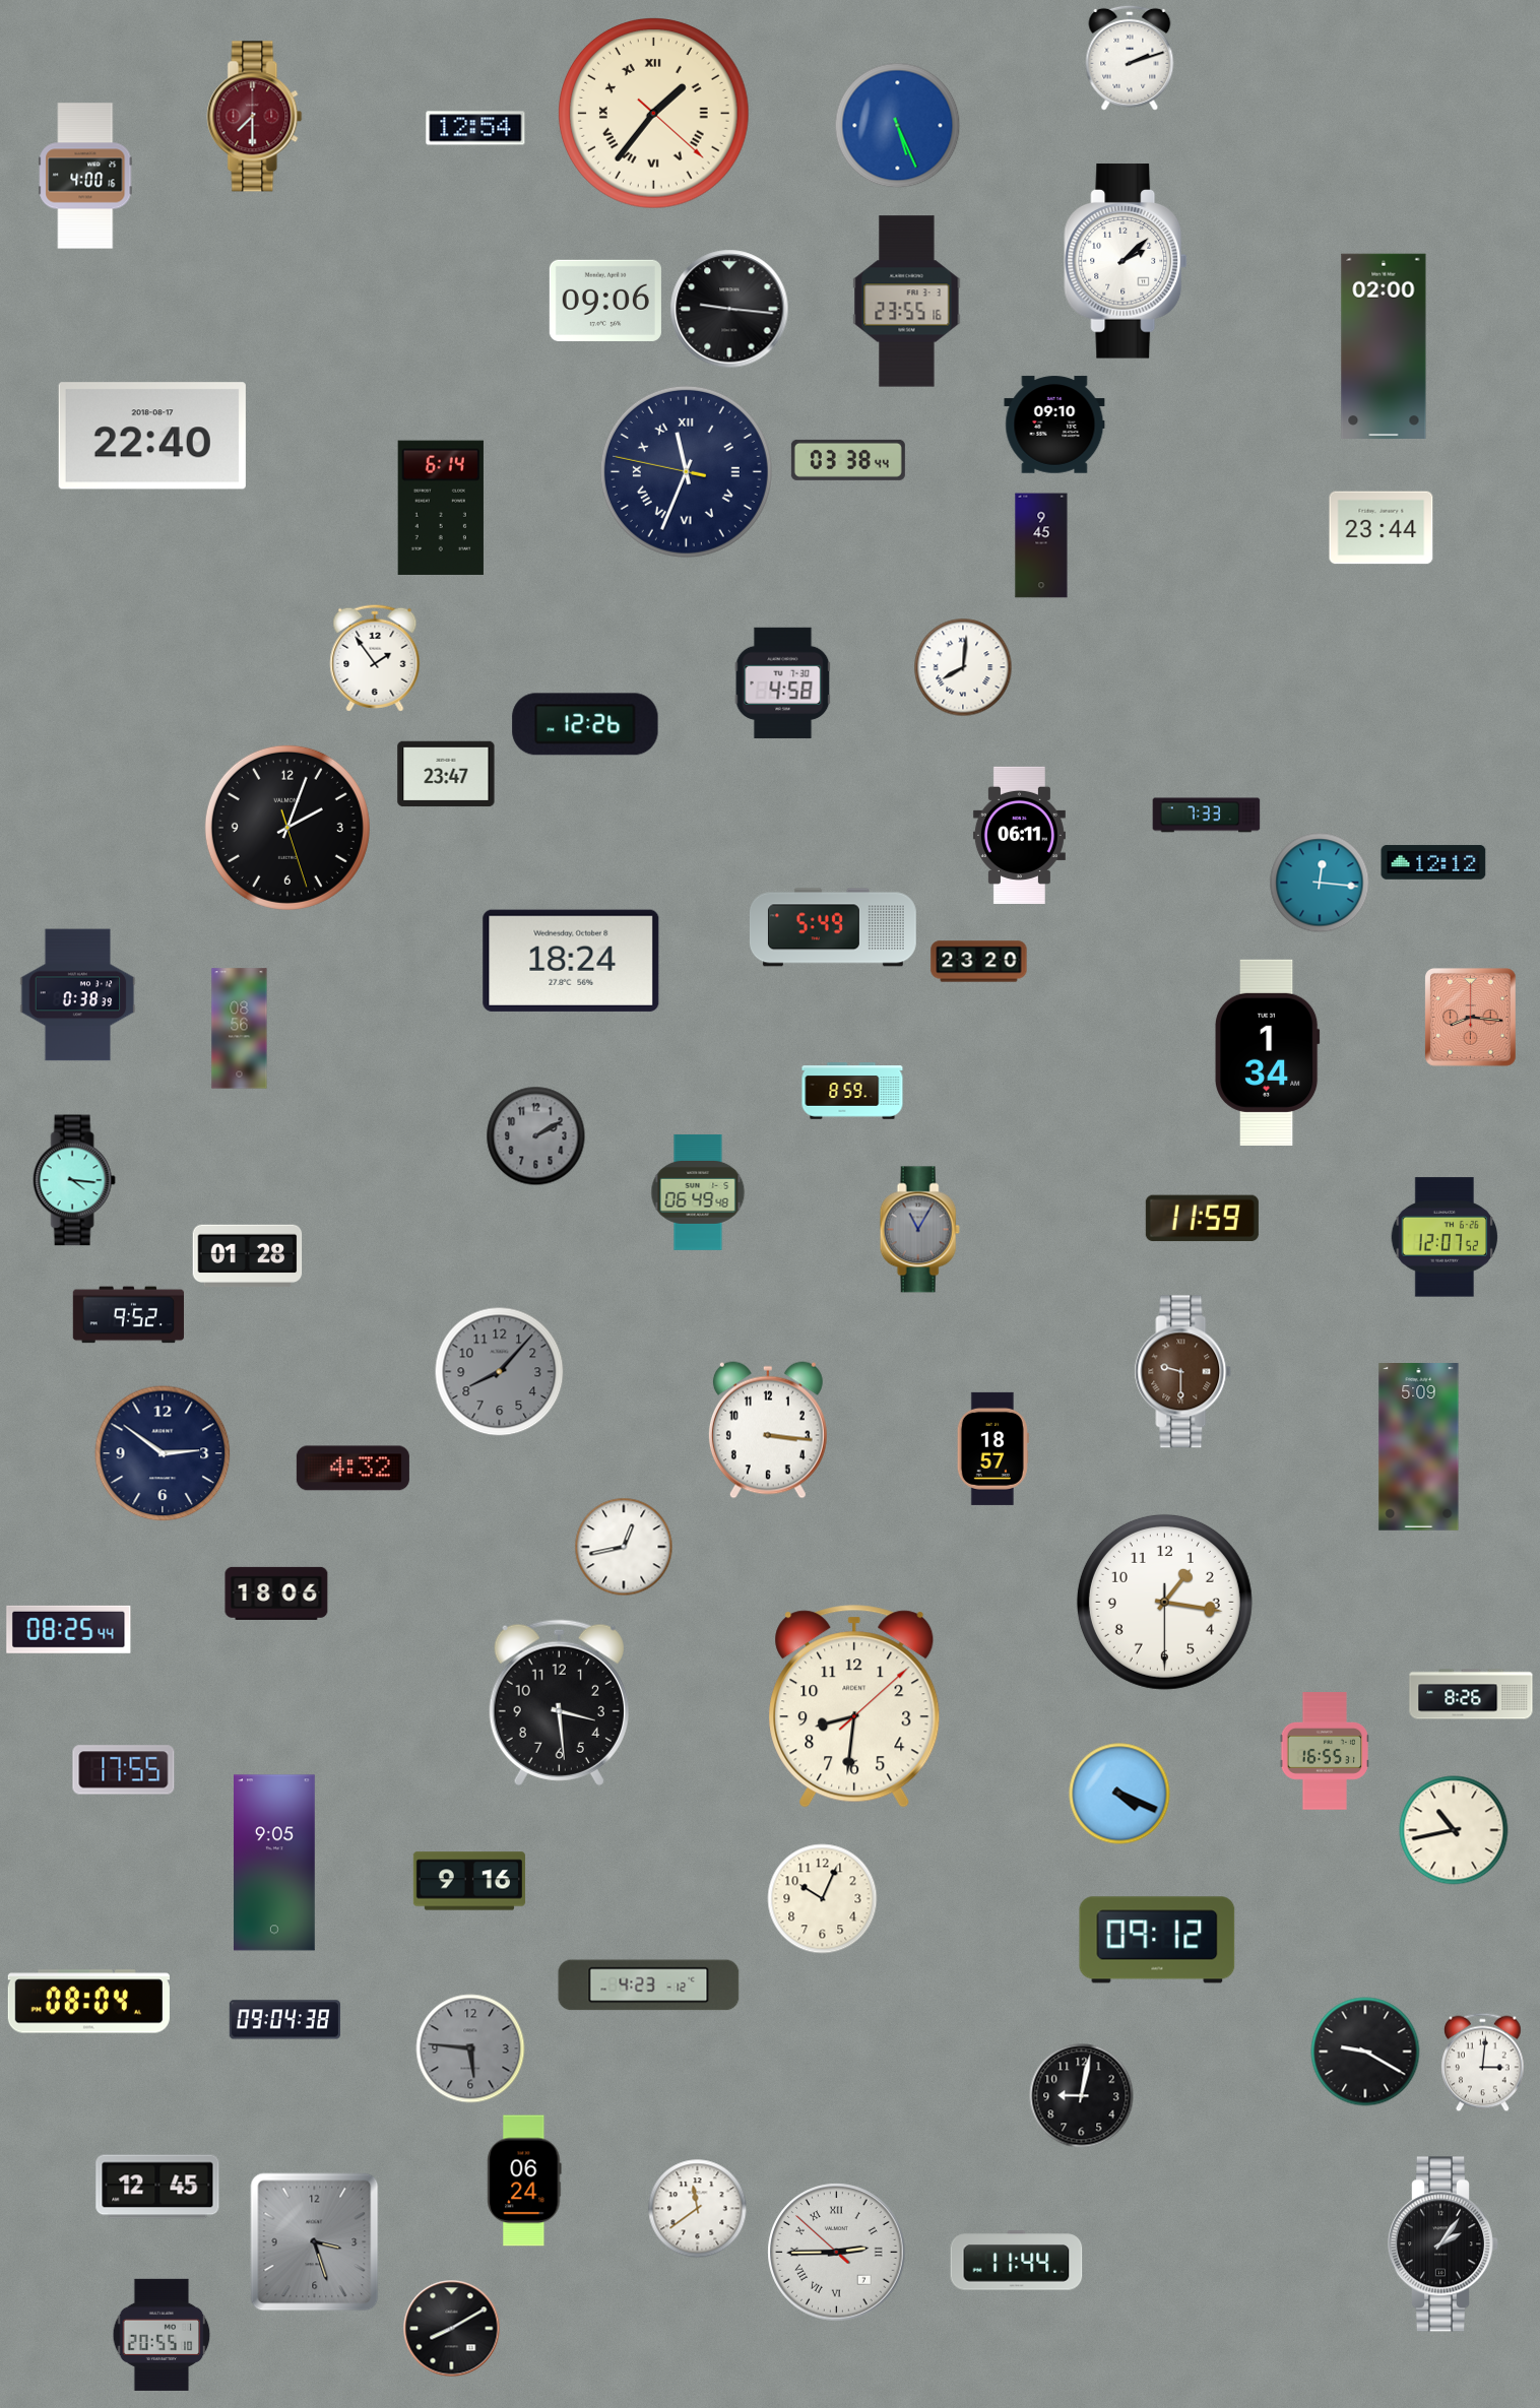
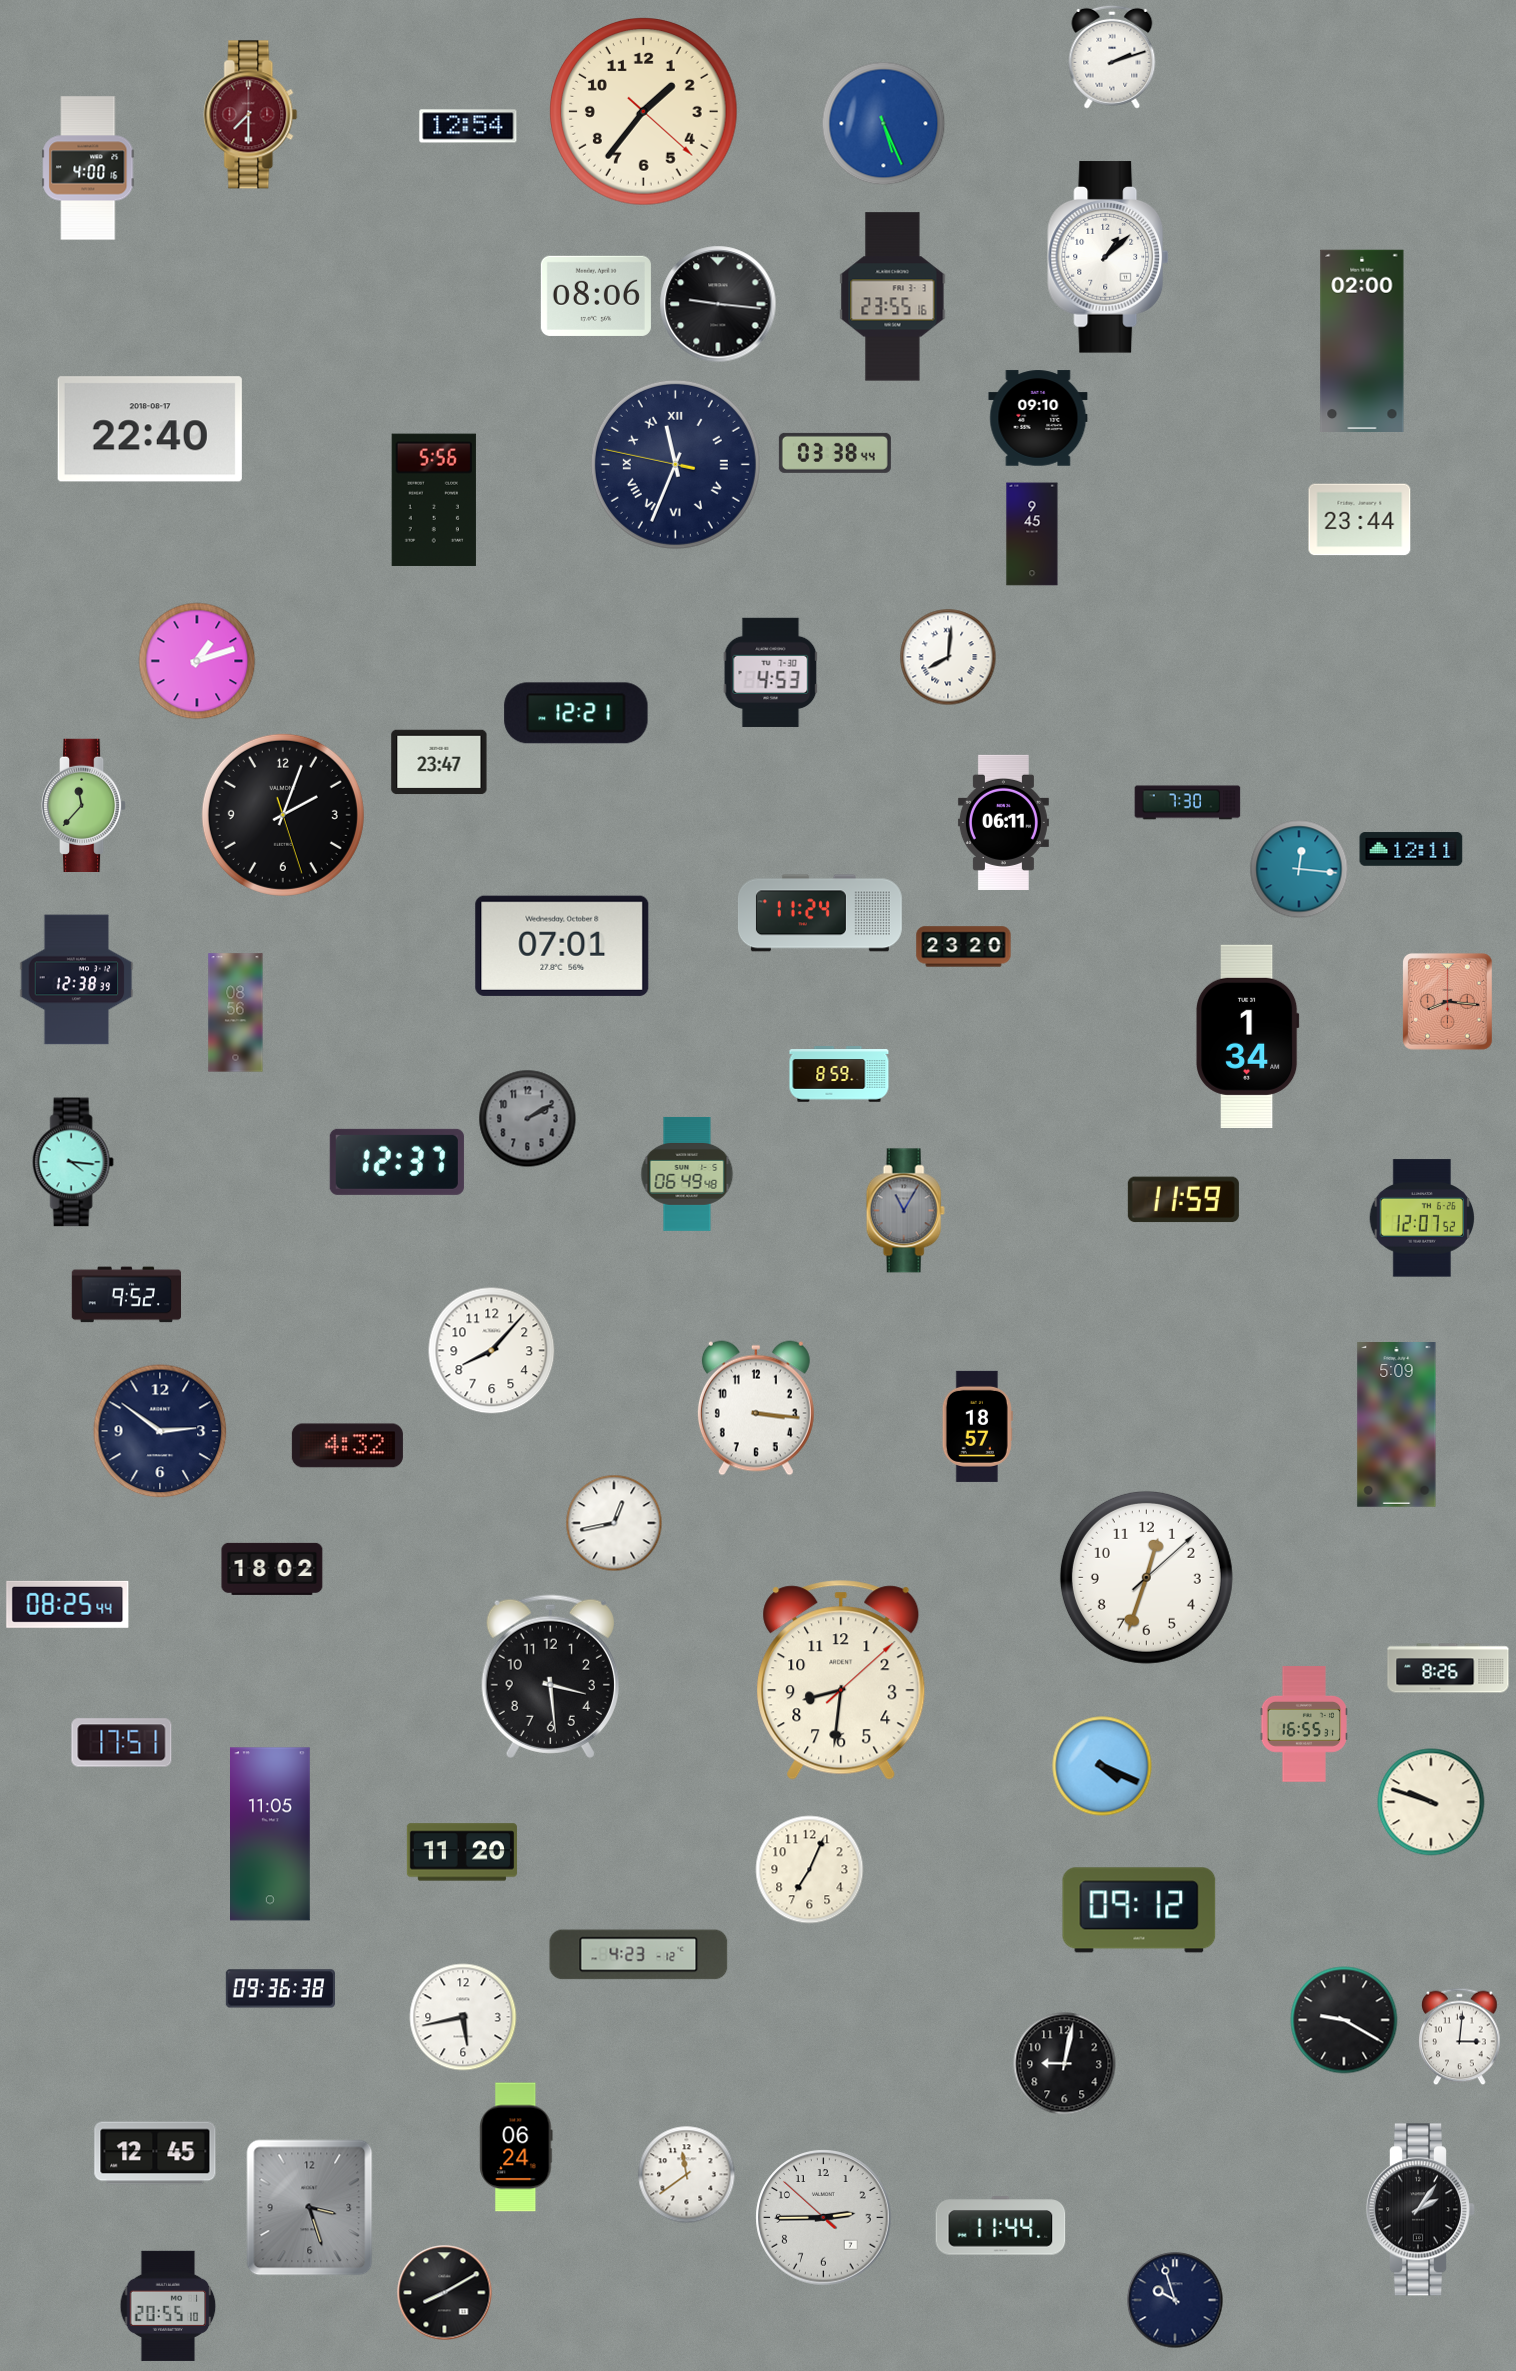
clock at (654, 114) numerals: Roman -> Arabic
clock at (85, 176) position: (85, 176) -> (88, 168)
clock at (1126, 261): 2:08 -> 1:08
clock at (605, 301): 09:06 -> 08:06
clock at (441, 508): 6:14 -> 5:56
clock at (1041, 545) position: (1041, 545) -> (1032, 534)
clock at (375, 658): 1:54 -> none
clock at (197, 661): none -> 1:12
clock at (783, 682): 4:58 -> 4:53
clock at (585, 724): 12:26 -> 12:21
clock at (1207, 816): 7:33 -> 7:30
clock at (84, 805): none -> 11:37
clock at (1433, 862): 12:12 -> 12:11
clock at (833, 927): 5:49 -> 11:24
clock at (571, 961): 18:24 -> 07:01
clock at (78, 995): 0:38 -> 12:38
clock at (397, 1162): none -> 12:37
clock at (248, 1256): 01:28 -> none
clock at (500, 1372) dial: grey -> white
clock at (1183, 1372): 9:30 -> none
clock at (276, 1593): 18:06 -> 18:02
clock at (1164, 1602): 1:16 -> 12:33
clock at (124, 1770): 17:55 -> 17:51
clock at (1454, 1830): 10:43 -> 9:48
clock at (275, 1863): 9:05 -> 11:05
clock at (469, 1881): 9:16 -> 11:20
clock at (823, 1899): 10:04 -> 7:04
clock at (88, 2002): 08:04 -> none
clock at (284, 2020): 09:04 -> 09:36
clock at (470, 2048): 5:46 -> 5:43
clock at (470, 2048) dial: grey -> white
clock at (1483, 2063) position: (1483, 2063) -> (1460, 2037)
clock at (837, 2253) numerals: Roman -> Arabic
clock at (162, 2335) position: (162, 2335) -> (168, 2306)
clock at (1175, 2300): none -> 9:57
